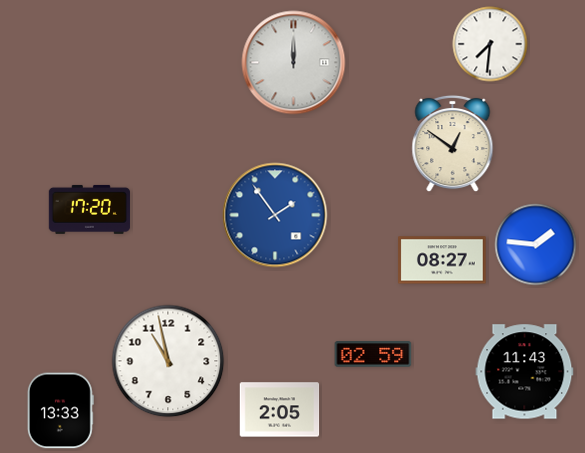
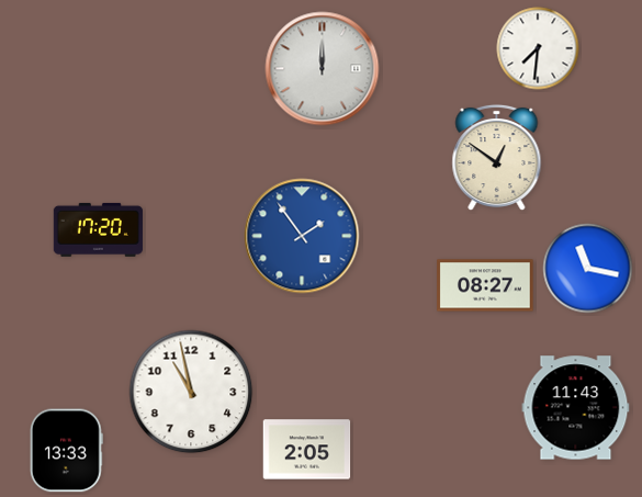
clock at (536, 245): 1:46 -> 11:17
clock at (373, 354): 02:59 -> none
clock at (168, 361) position: (168, 361) -> (191, 392)
